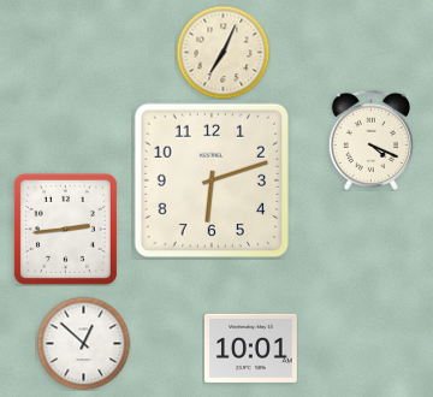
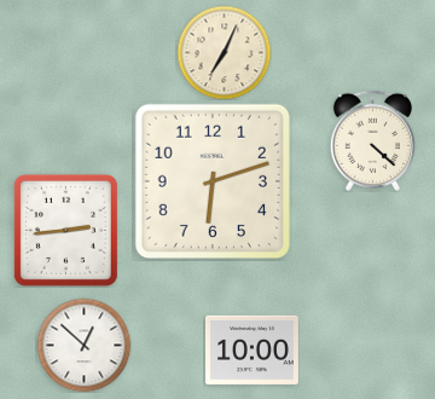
clock at (370, 140): 4:19 -> 4:22
clock at (250, 348): 10:01 -> 10:00
